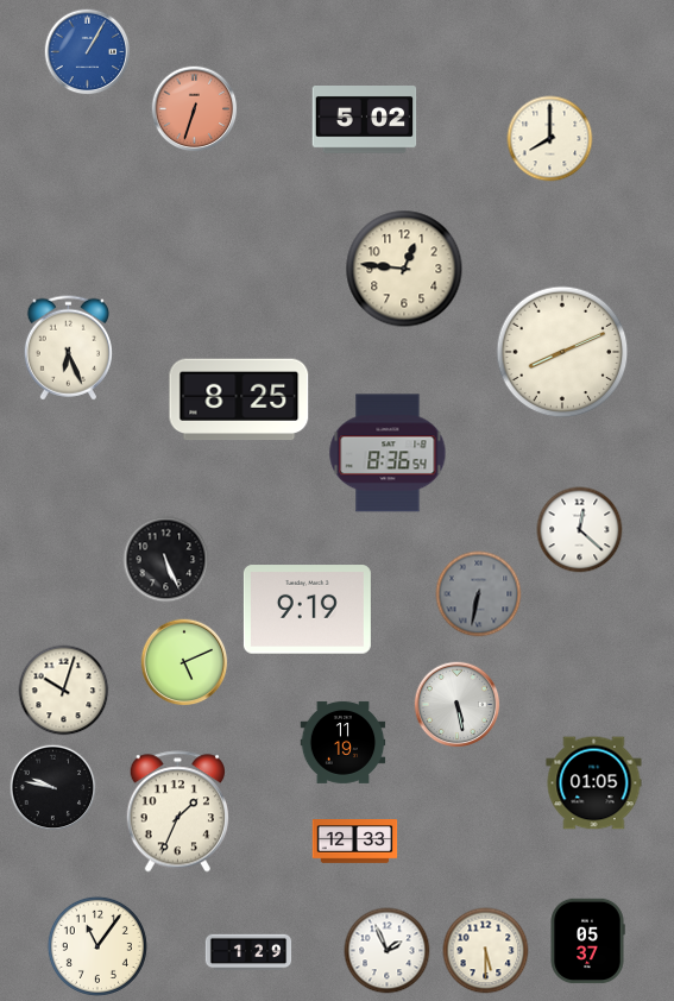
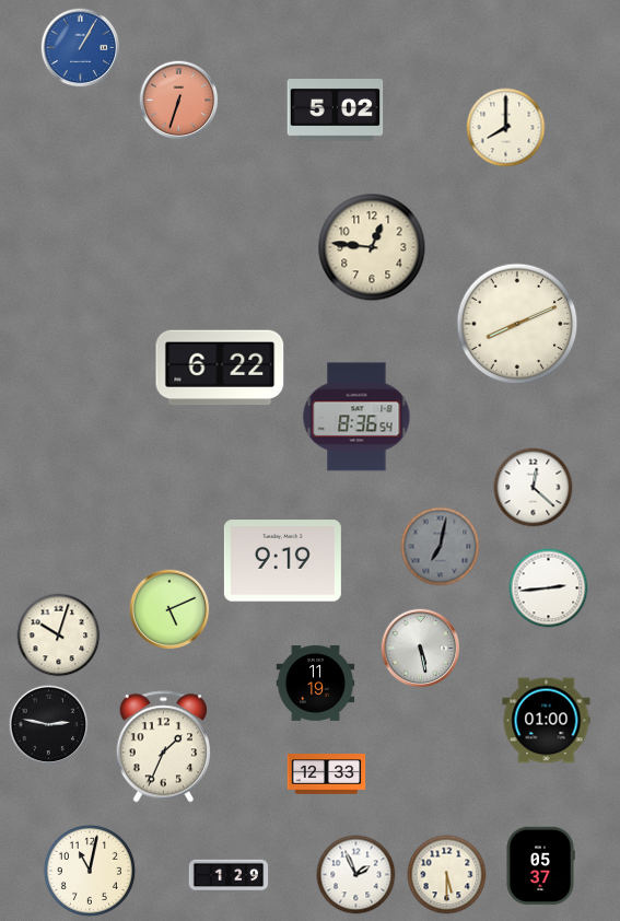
clock at (68, 348): 6:26 -> none
clock at (239, 399): 8:25 -> 6:22
clock at (166, 560): 5:26 -> none
clock at (479, 594): 6:32 -> 7:02
clock at (549, 588): none -> 2:44
clock at (594, 783): 01:05 -> 01:00
clock at (53, 788): 9:47 -> 2:47
clock at (97, 946): 11:06 -> 11:02
